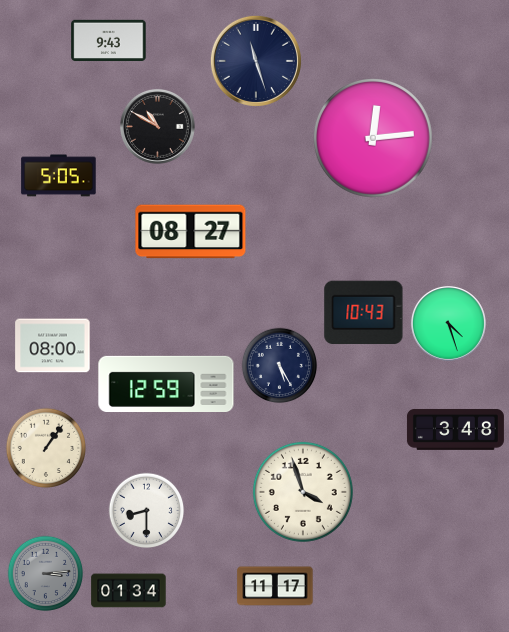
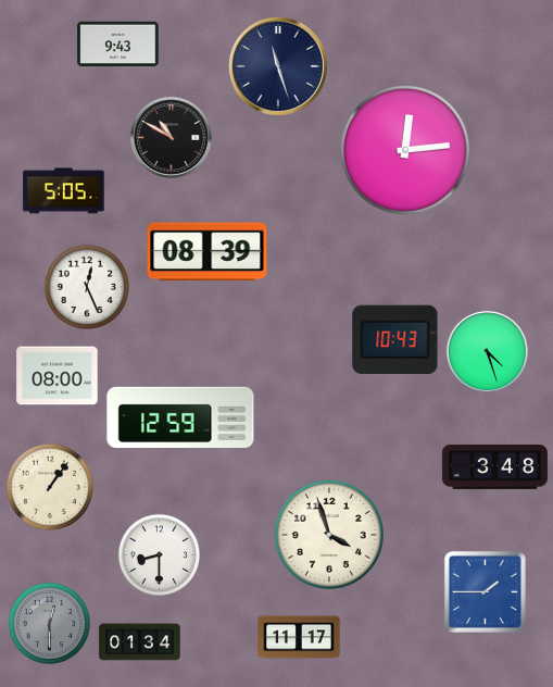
clock at (191, 232): 08:27 -> 08:39
clock at (86, 286): none -> 12:26
clock at (280, 366): 5:25 -> none
clock at (485, 591): none -> 1:45
clock at (46, 574): 3:14 -> 12:30
